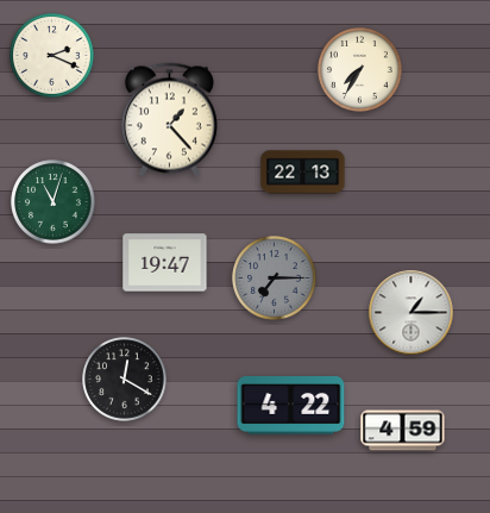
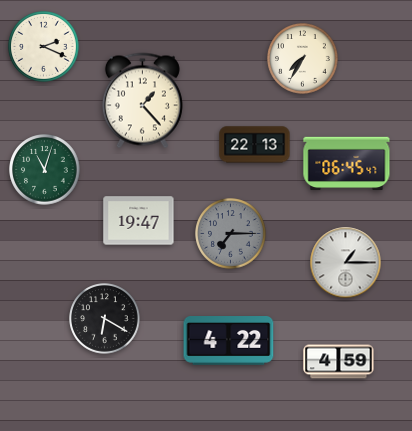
clock at (347, 164): none -> 06:45
clock at (125, 380): 12:20 -> 6:20
clock at (291, 406) position: (291, 406) -> (229, 341)
